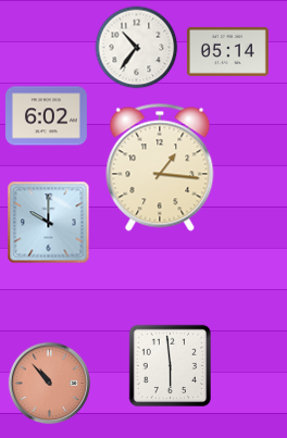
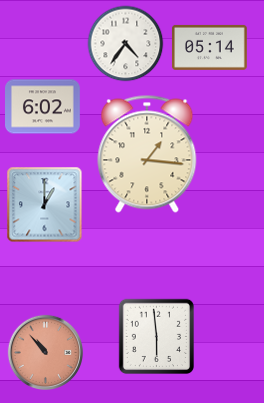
clock at (137, 48): 10:36 -> 4:36
clock at (49, 223): 10:00 -> 1:00
